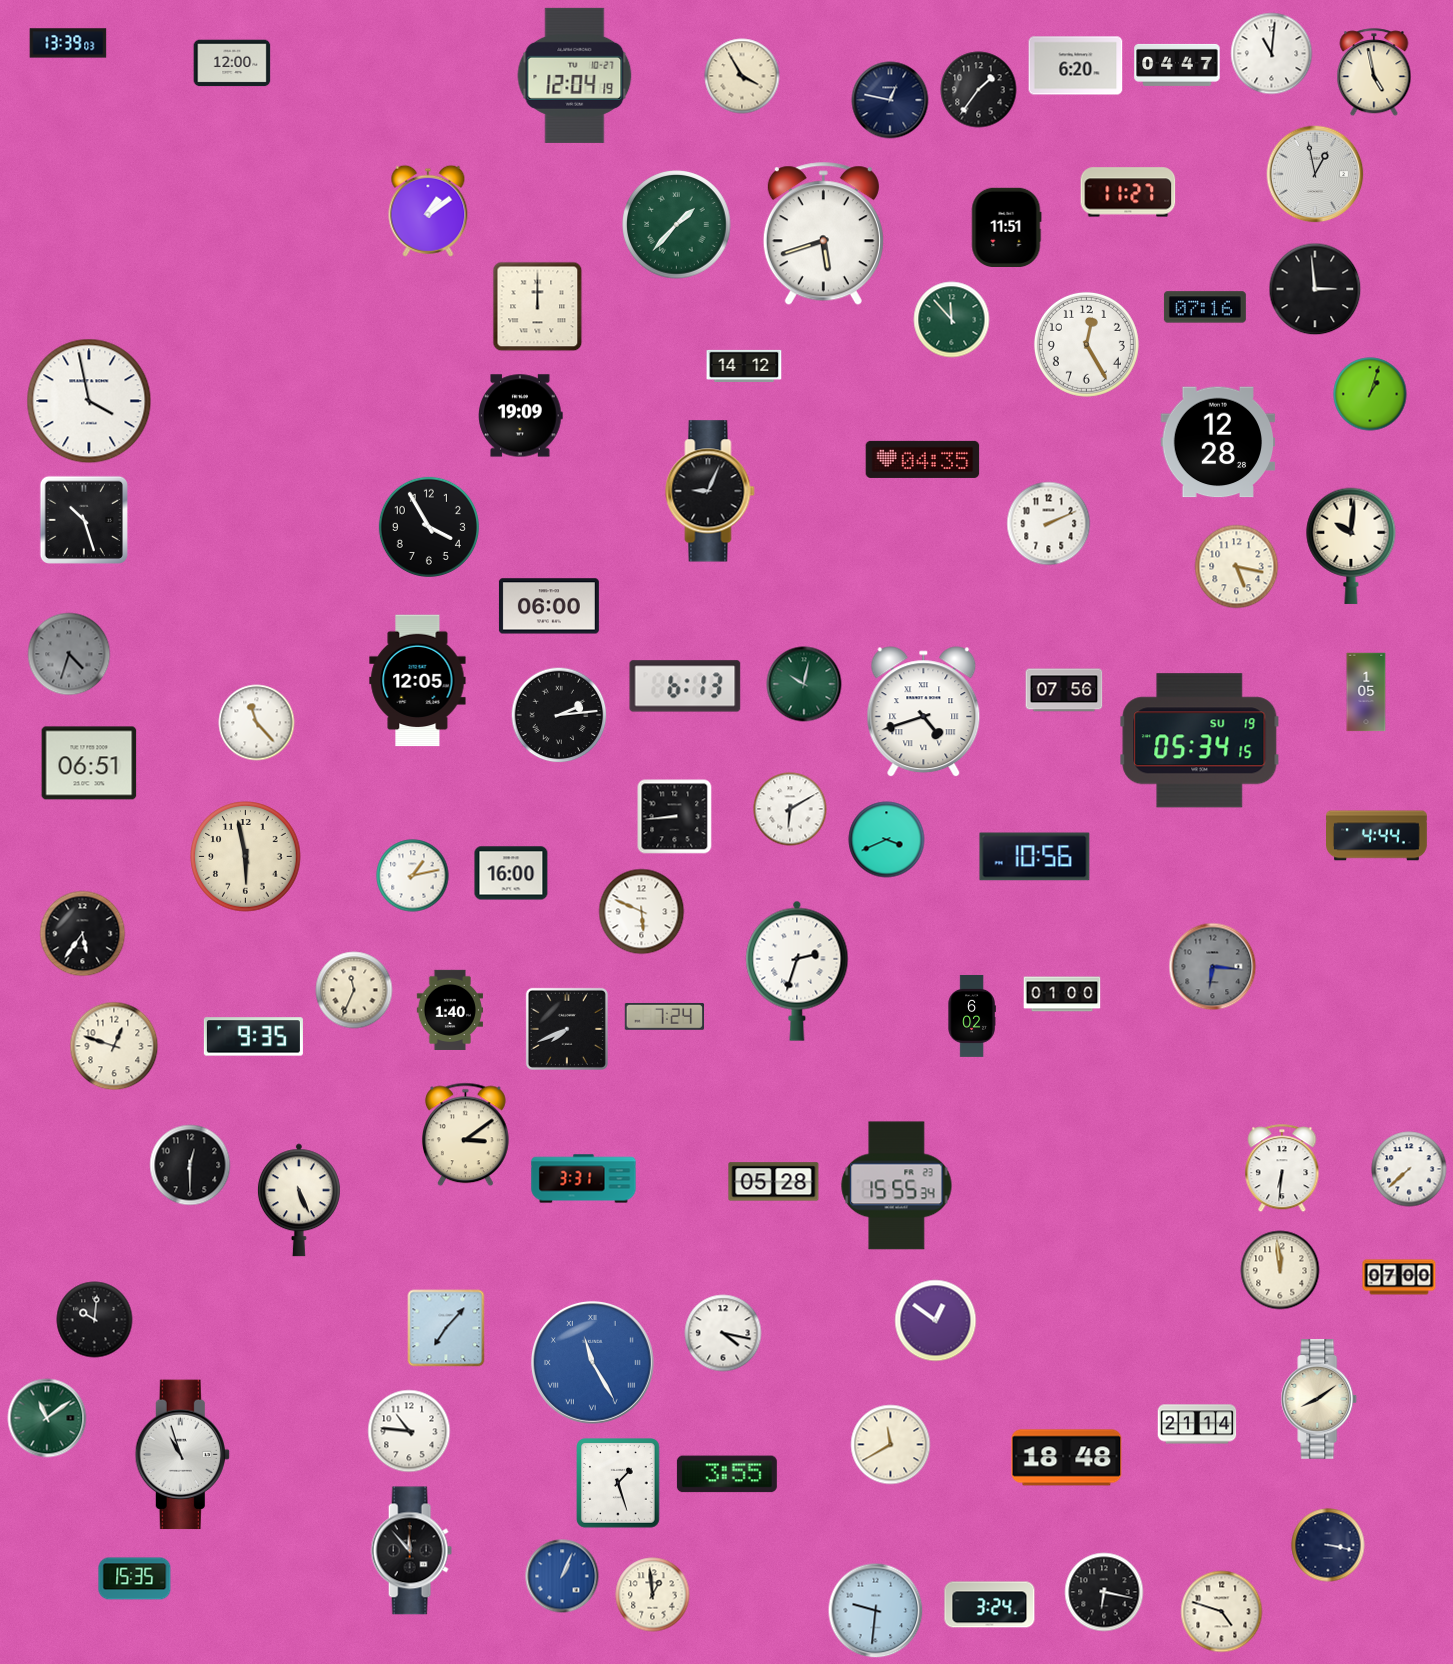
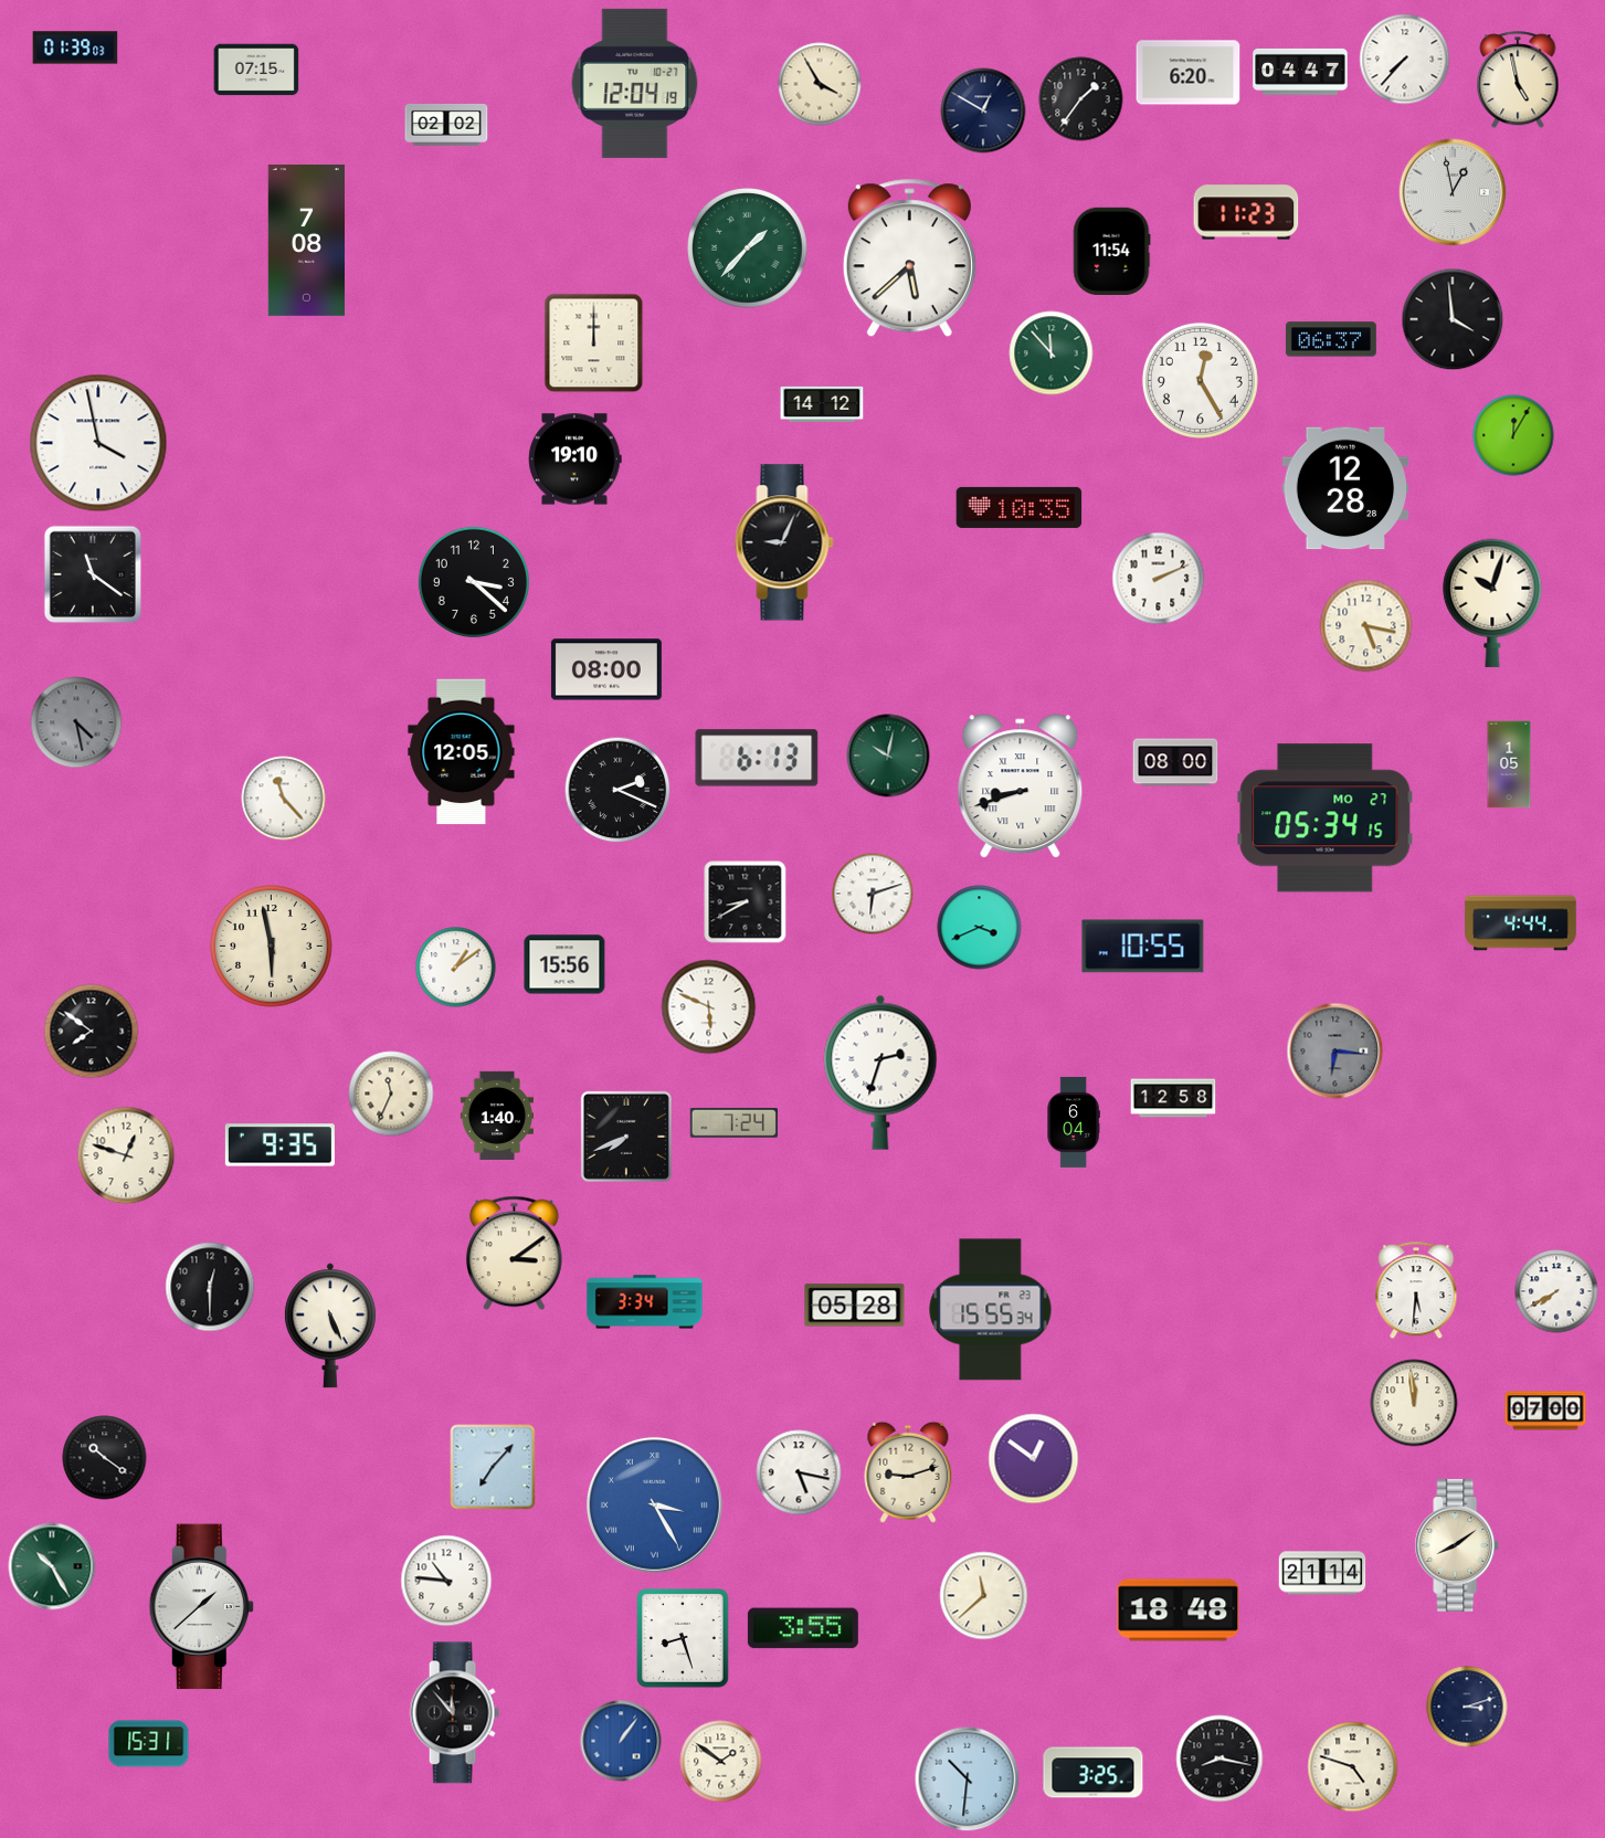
clock at (68, 43): 13:39 -> 01:39
clock at (1272, 54): 11:01 -> 7:37
clock at (232, 63): 12:00 -> 07:15
clock at (890, 100): 12:47 -> 12:50
clock at (446, 125): none -> 02:02
clock at (1128, 192): 11:27 -> 11:23
clock at (428, 211): 1:09 -> none
clock at (306, 240): none -> 7:08
clock at (1006, 227): 11:51 -> 11:54
clock at (823, 234): 5:42 -> 5:38
clock at (1315, 289): 2:59 -> 3:59
clock at (538, 307) position: (538, 307) -> (594, 344)
clock at (1205, 307): 07:16 -> 06:37
clock at (1370, 394): 1:03 -> 12:05
clock at (521, 416): 19:09 -> 19:10
clock at (923, 459): 04:35 -> 10:35
clock at (83, 519): 10:27 -> 11:21
clock at (429, 527): 3:55 -> 3:22
clock at (1351, 546): 10:01 -> 10:03
clock at (549, 606): 06:00 -> 08:00
clock at (69, 654): 4:33 -> 4:28
clock at (1064, 690): 07:56 -> 08:00
clock at (924, 712): 4:42 -> 8:42
clock at (559, 715): 2:14 -> 2:19
clock at (1200, 741) date: SU 19 -> MO 27
clock at (89, 763): 06:51 -> none
clock at (790, 809): 6:10 -> 6:12
clock at (675, 817): 8:44 -> 8:40
clock at (1035, 857): 10:56 -> 10:55
clock at (511, 873): 16:00 -> 15:56
clock at (413, 876): 1:13 -> 1:09
clock at (83, 934): 5:36 -> 7:51
clock at (1213, 967) position: (1213, 967) -> (1335, 1052)
clock at (1062, 994): 01:00 -> 12:58
clock at (972, 1016): 6:02 -> 6:04
clock at (1282, 1169): 6:31 -> 5:31
clock at (1409, 1169): 7:38 -> 7:40
clock at (584, 1179): 3:31 -> 3:34
clock at (95, 1320): 10:01 -> 10:21
clock at (723, 1333): 4:17 -> 5:17
clock at (908, 1472): none -> 9:12
clock at (592, 1362): 11:25 -> 3:25
clock at (47, 1418): 11:09 -> 10:25
clock at (409, 1431) position: (409, 1431) -> (446, 1581)
clock at (891, 1445): 11:40 -> 11:38
clock at (182, 1455): 10:57 -> 1:38
clock at (619, 1483): 1:27 -> 8:27
clock at (1328, 1545): 3:17 -> 3:12
clock at (562, 1576): 1:04 -> 1:06
clock at (135, 1579): 15:35 -> 15:31
clock at (1104, 1592): 6:17 -> 8:17
clock at (653, 1595): 12:59 -> 1:51
clock at (990, 1605): 3:24 -> 3:25
clock at (876, 1611): 9:31 -> 10:31
clock at (1222, 1612) position: (1222, 1612) -> (1353, 1767)
